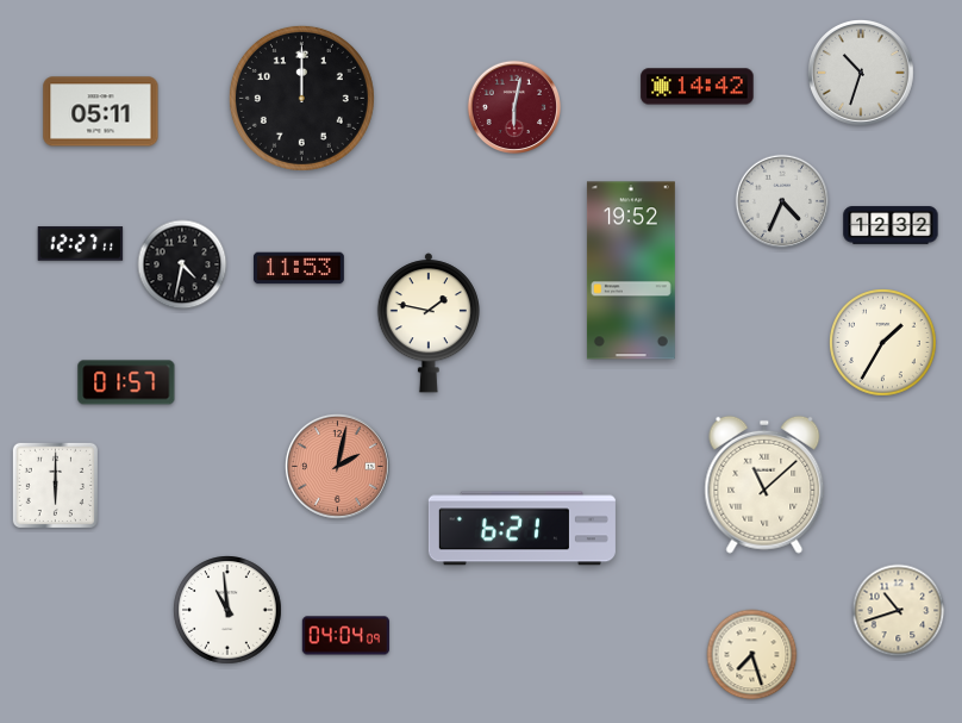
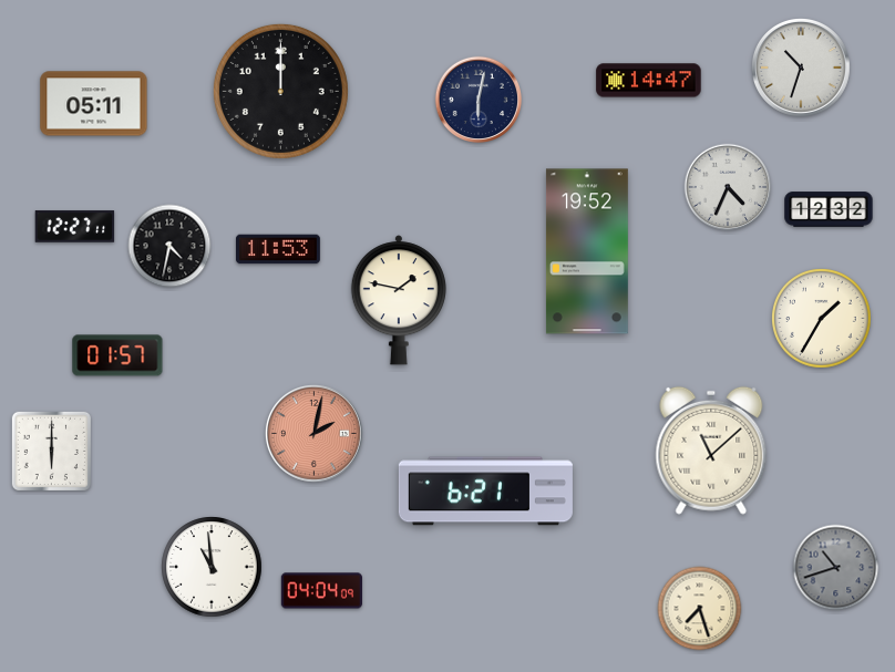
clock at (698, 87): 14:42 -> 14:47
clock at (514, 107) dial: burgundy -> navy
clock at (899, 611) dial: cream -> grey
